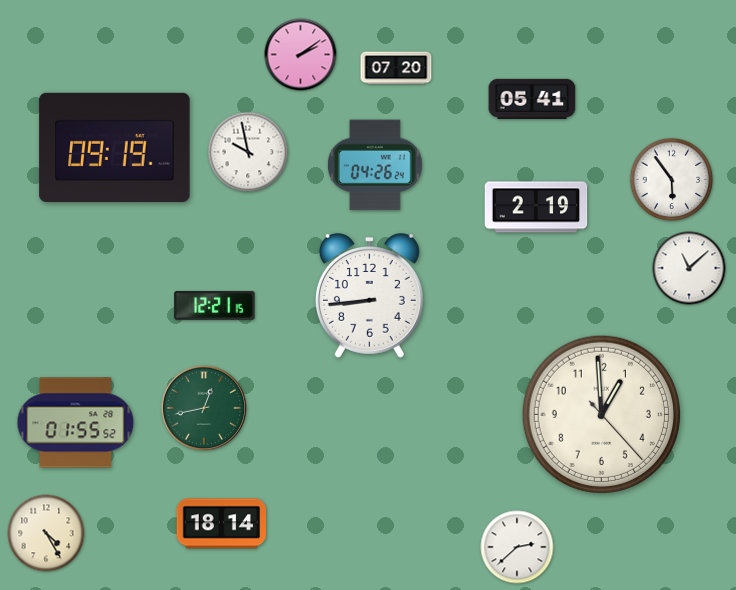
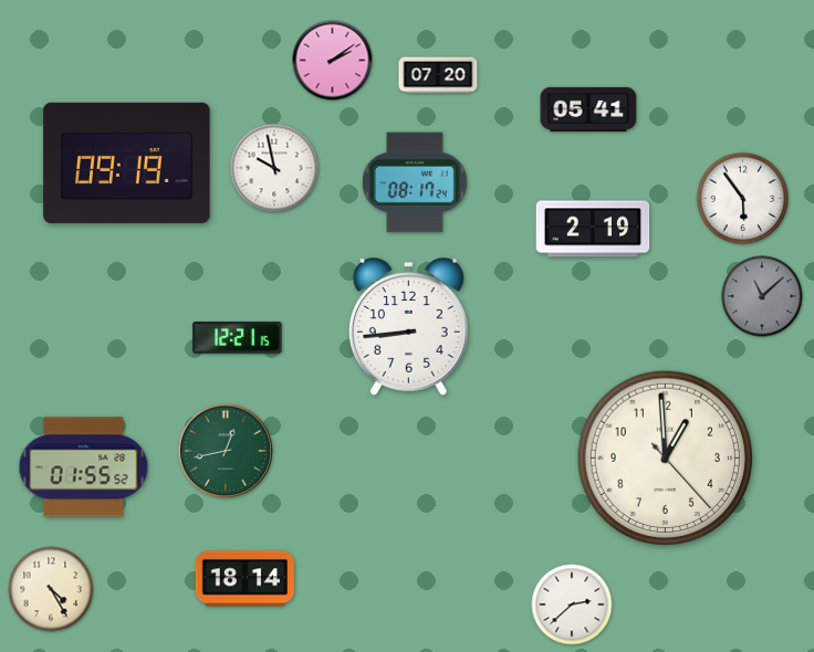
clock at (375, 165): 04:26 -> 08:17
clock at (689, 268) dial: white -> grey
